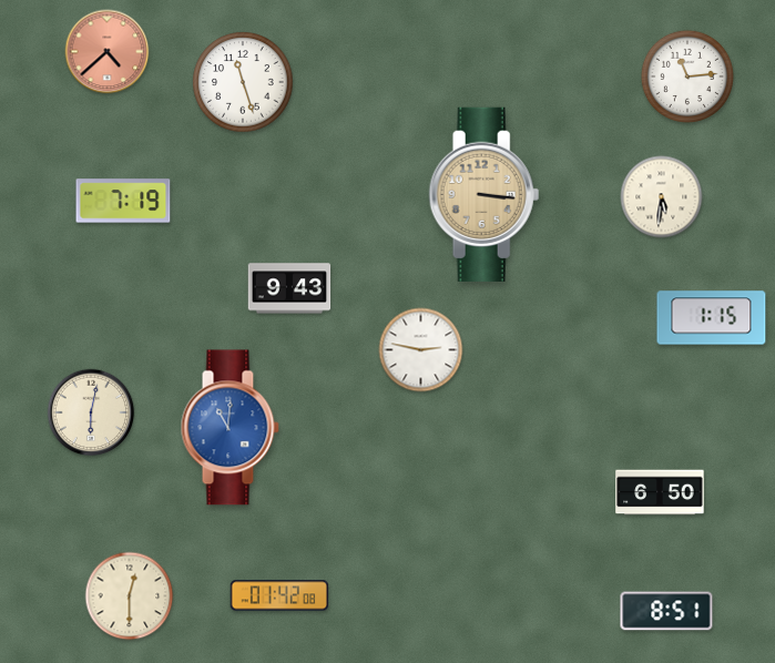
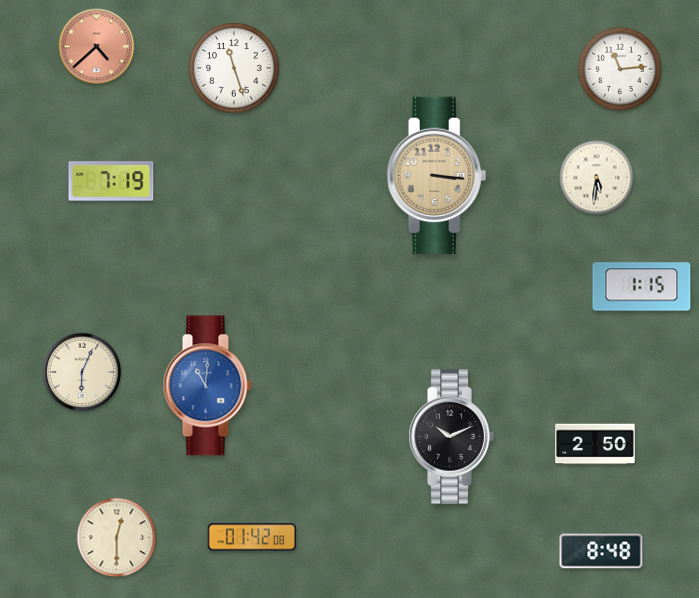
clock at (243, 82) position: (243, 82) -> (234, 68)
clock at (289, 288): 9:43 -> none
clock at (421, 350): 2:47 -> none
clock at (91, 412): 6:02 -> 6:04
clock at (451, 437): none -> 10:11
clock at (660, 492): 6:50 -> 2:50
clock at (666, 611): 8:51 -> 8:48
